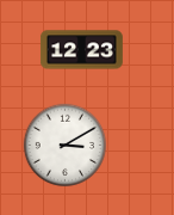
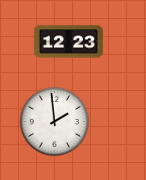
clock at (66, 146): 3:10 -> 1:59
